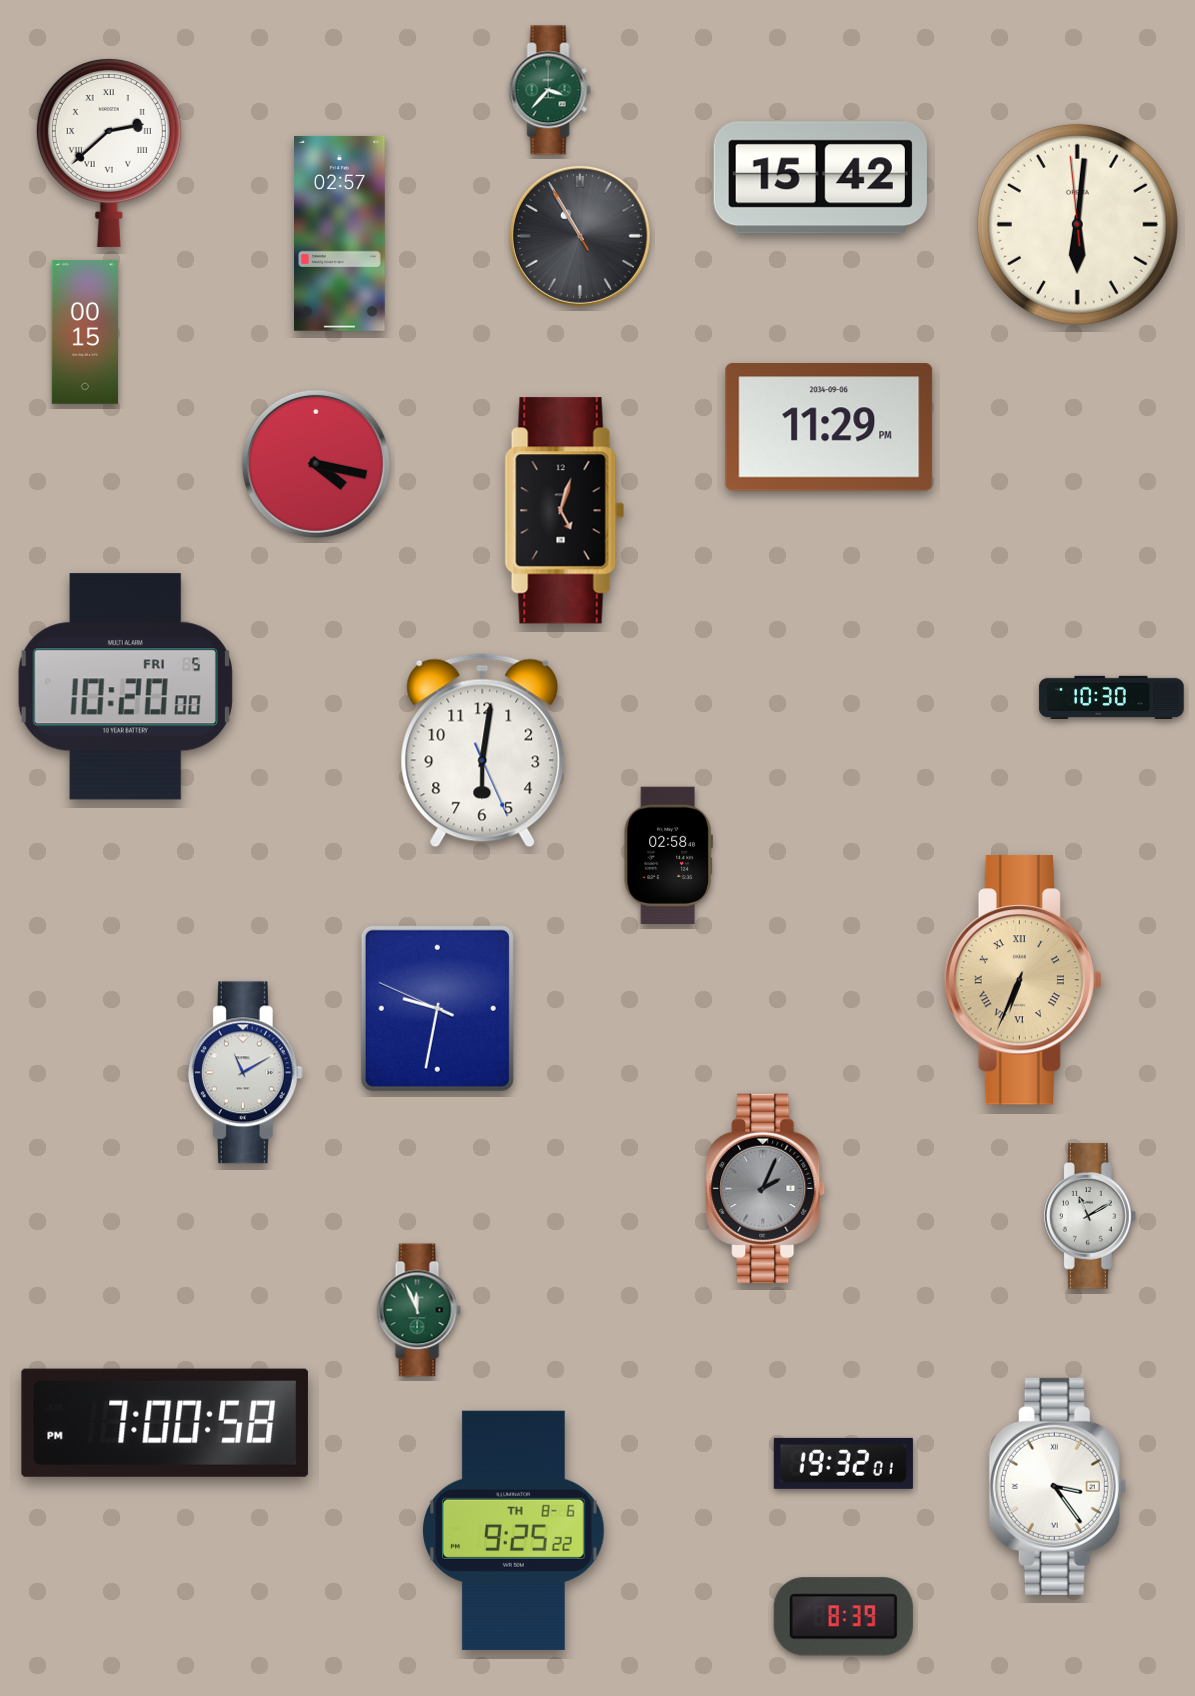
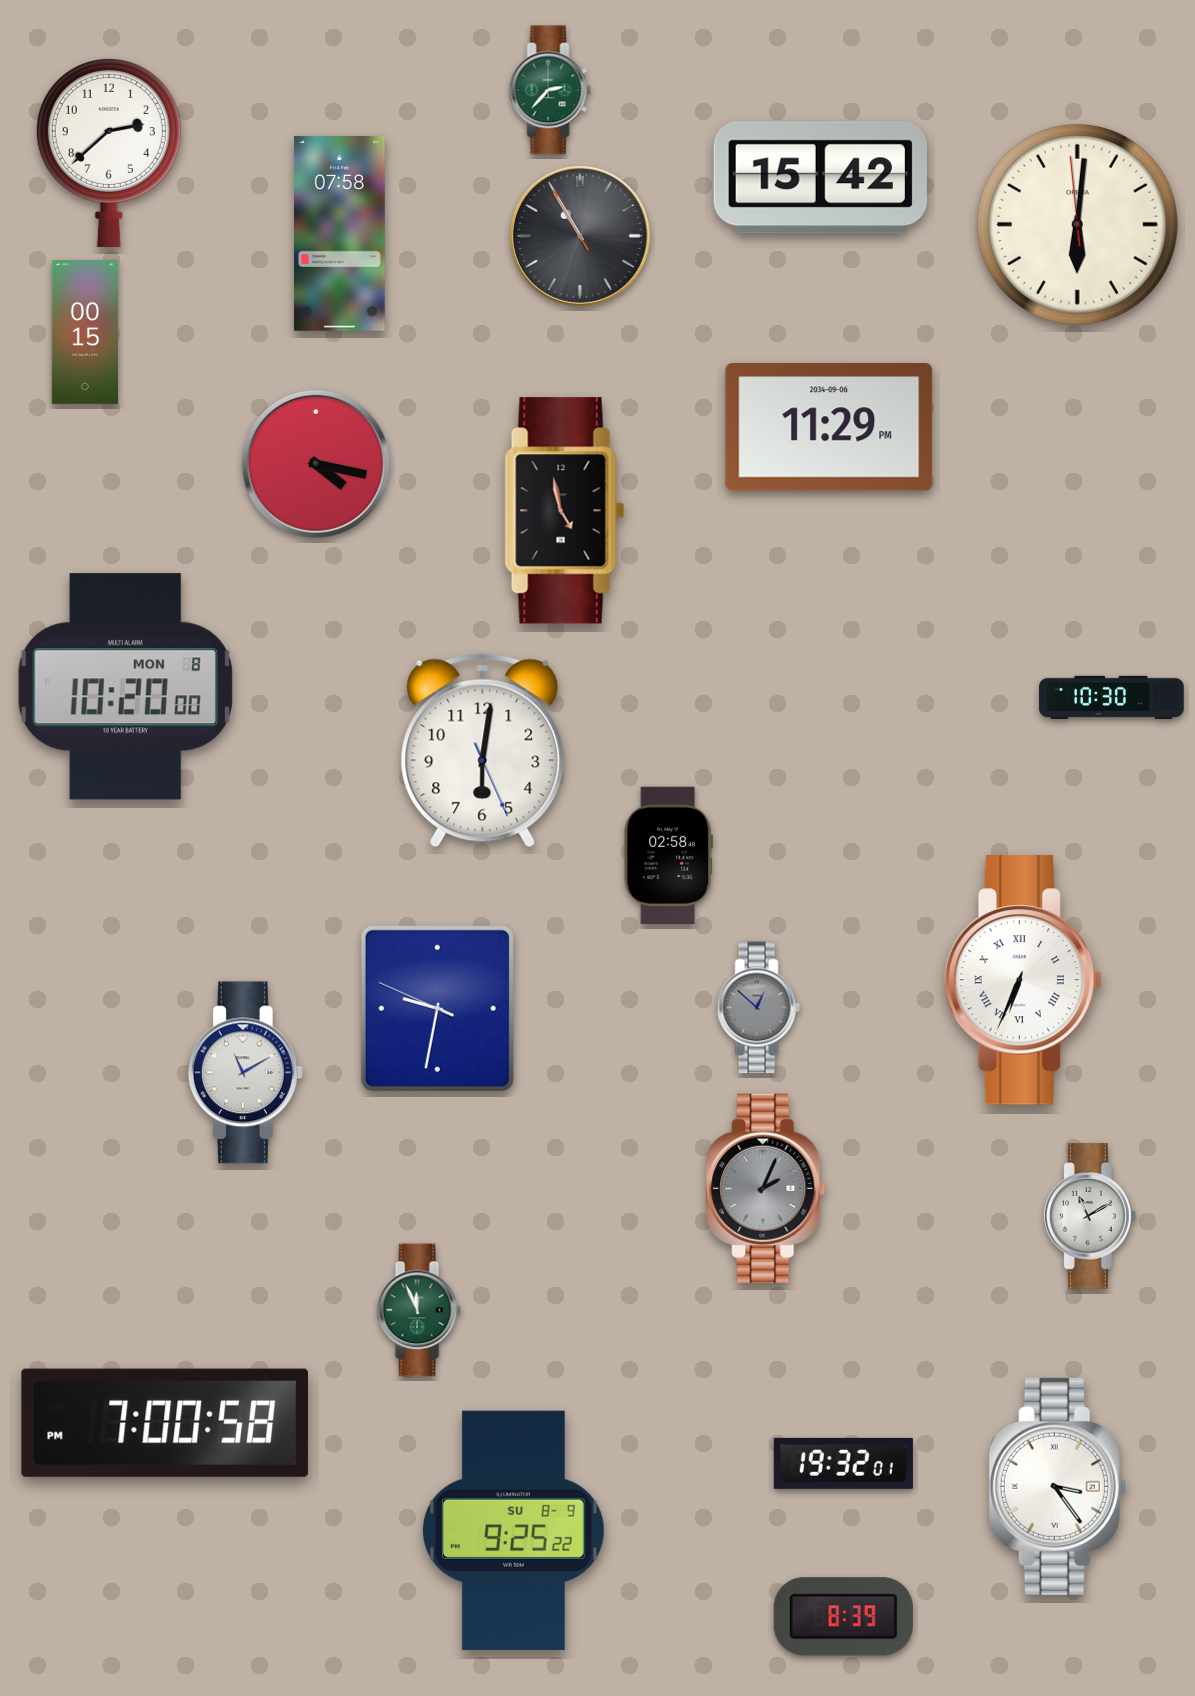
clock at (550, 90): 3:37 -> 2:37
clock at (109, 152) numerals: Roman -> Arabic
clock at (340, 233): 02:57 -> 07:58
clock at (565, 511): 5:03 -> 4:58
clock at (125, 687) date: FRI 5 -> MON 8
clock at (1022, 980) dial: champagne -> white
clock at (759, 1008): none -> 12:52
clock at (514, 1530) date: TH 8-6 -> SU 8-9
